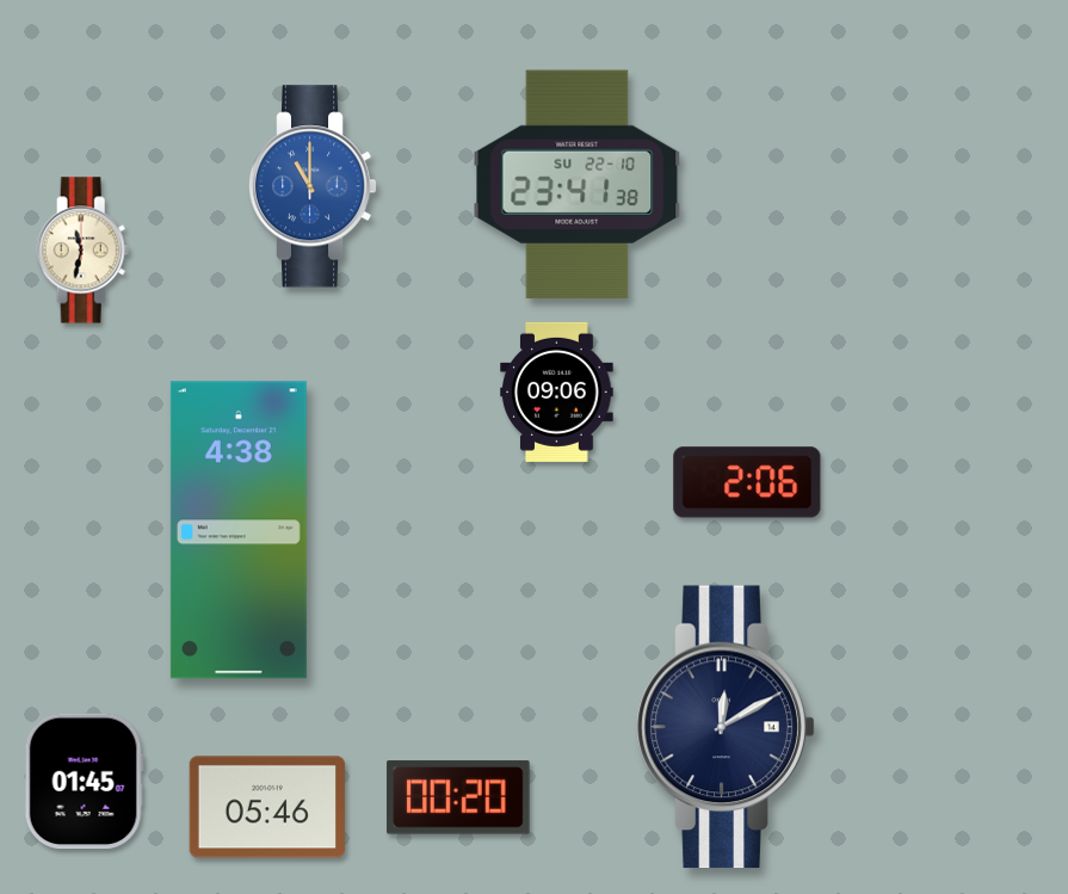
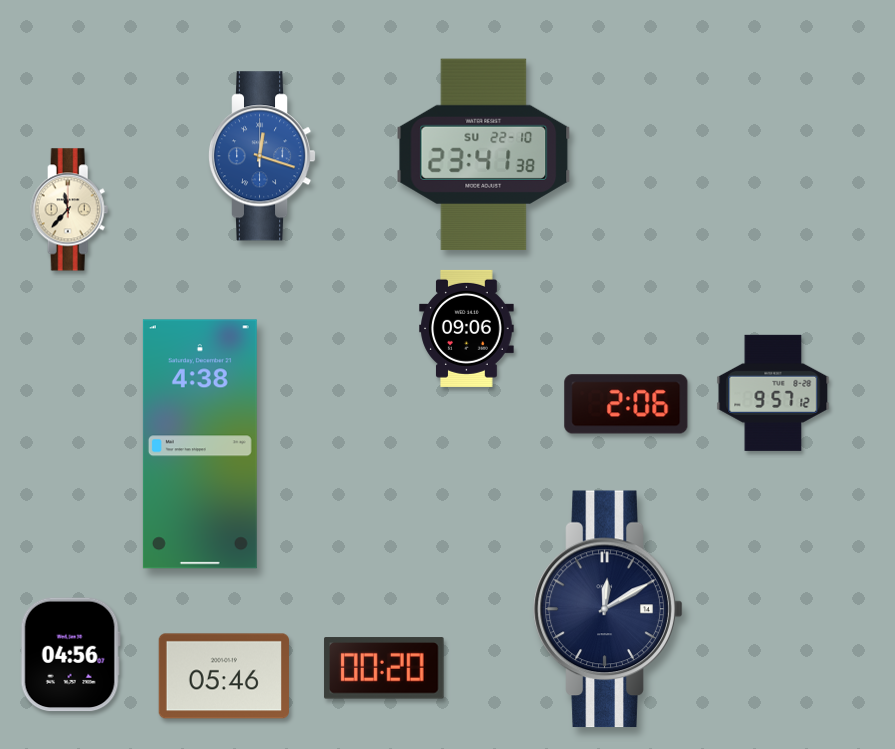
clock at (313, 186): 11:00 -> 12:18
clock at (84, 251): 11:32 -> 11:37
clock at (773, 393): none -> 9:57
clock at (84, 782): 01:45 -> 04:56
